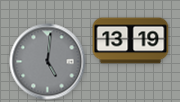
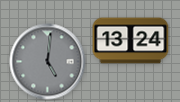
clock at (131, 41): 13:19 -> 13:24
